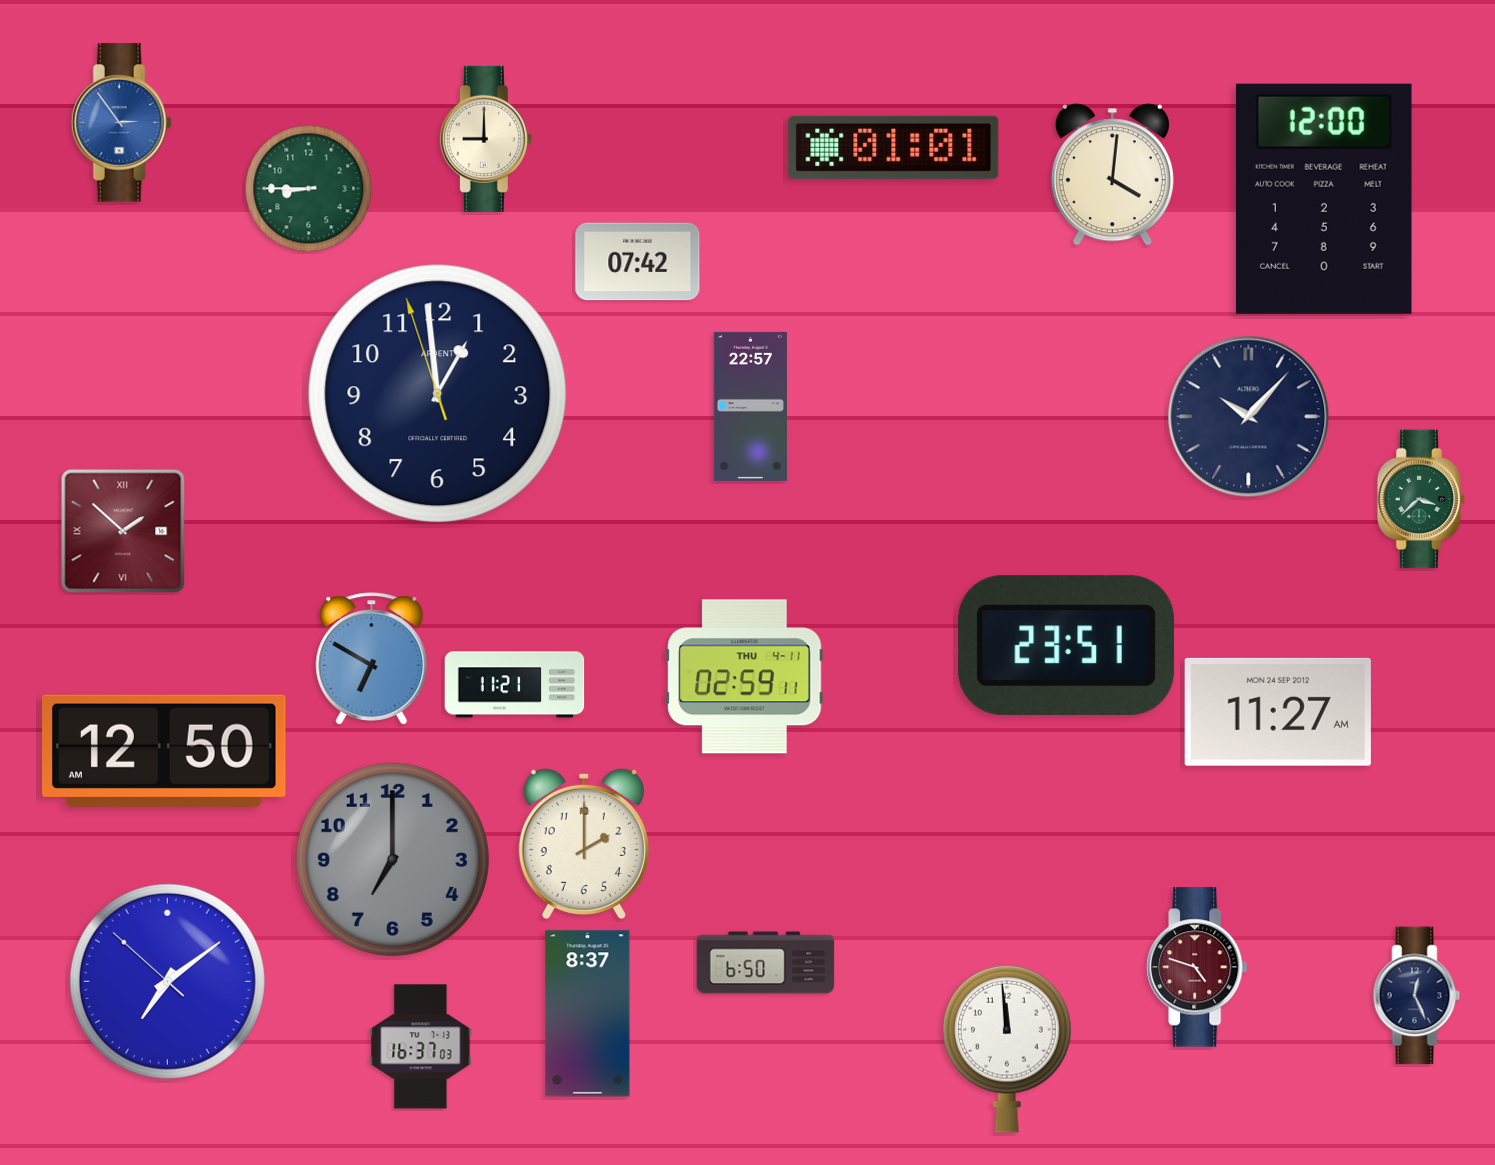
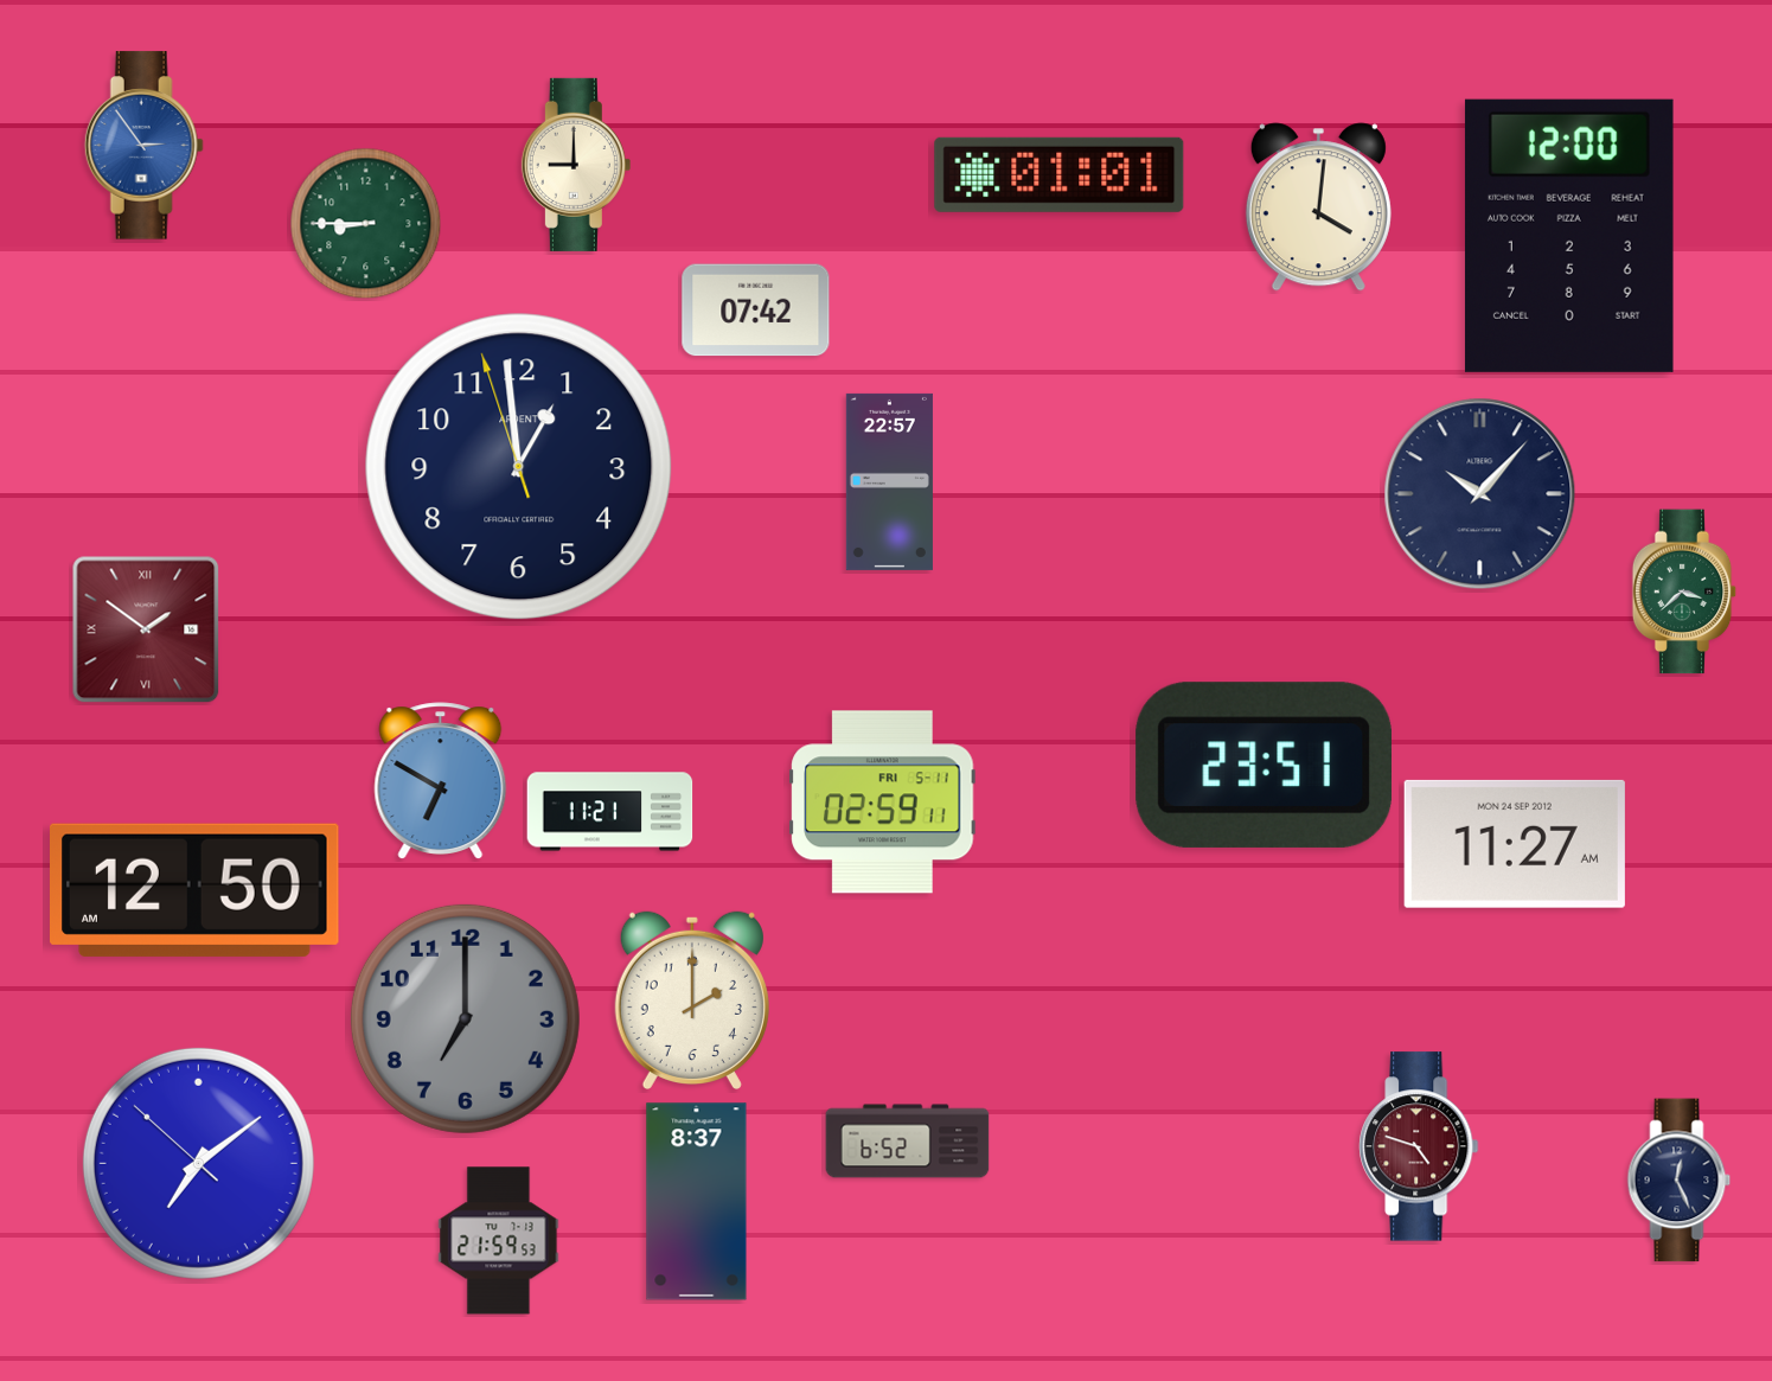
clock at (123, 531): 1:52 -> 1:51
clock at (745, 677) date: THU 4-11 -> FRI 5-11
clock at (766, 963): 6:50 -> 6:52
clock at (421, 1047): 16:37 -> 21:59
clock at (1008, 1049): 11:59 -> none
